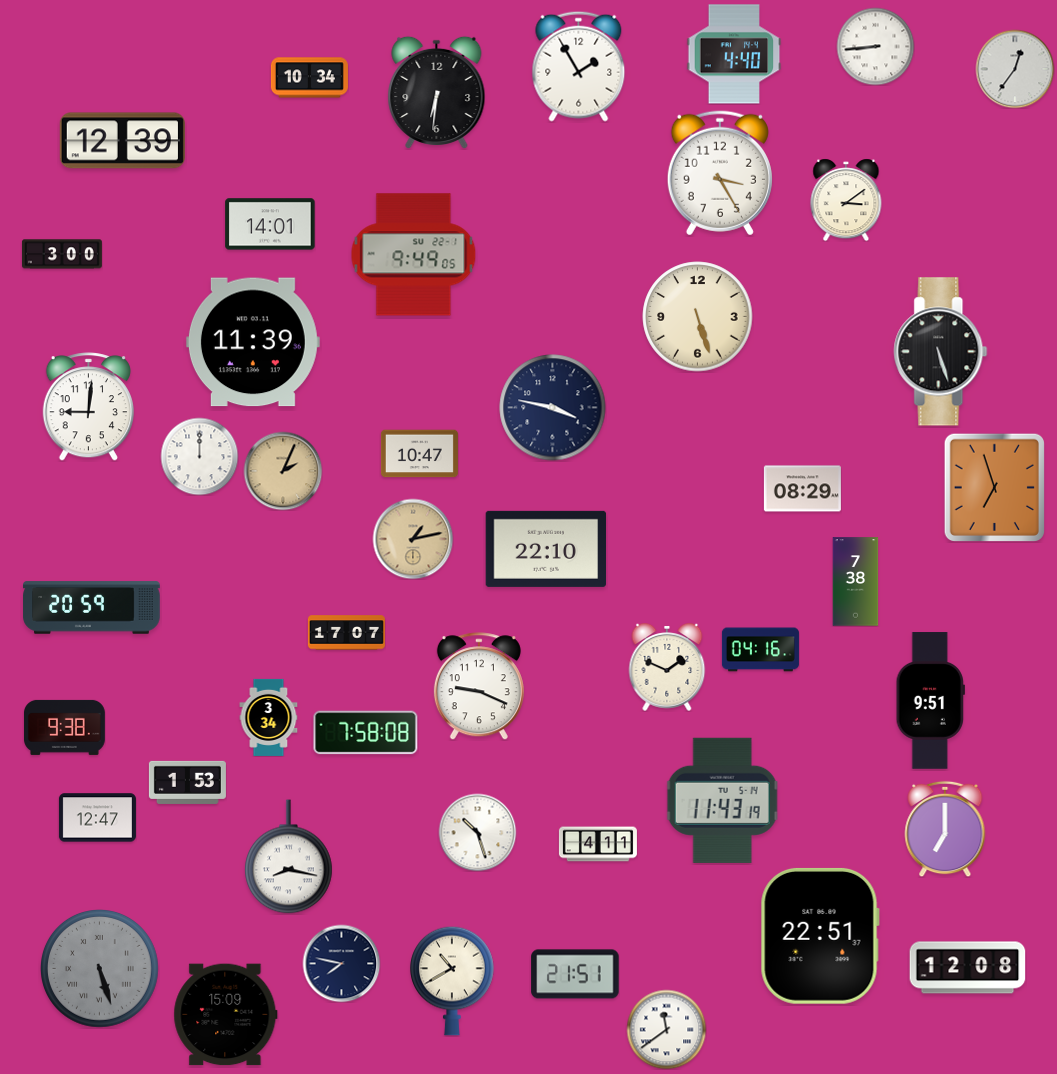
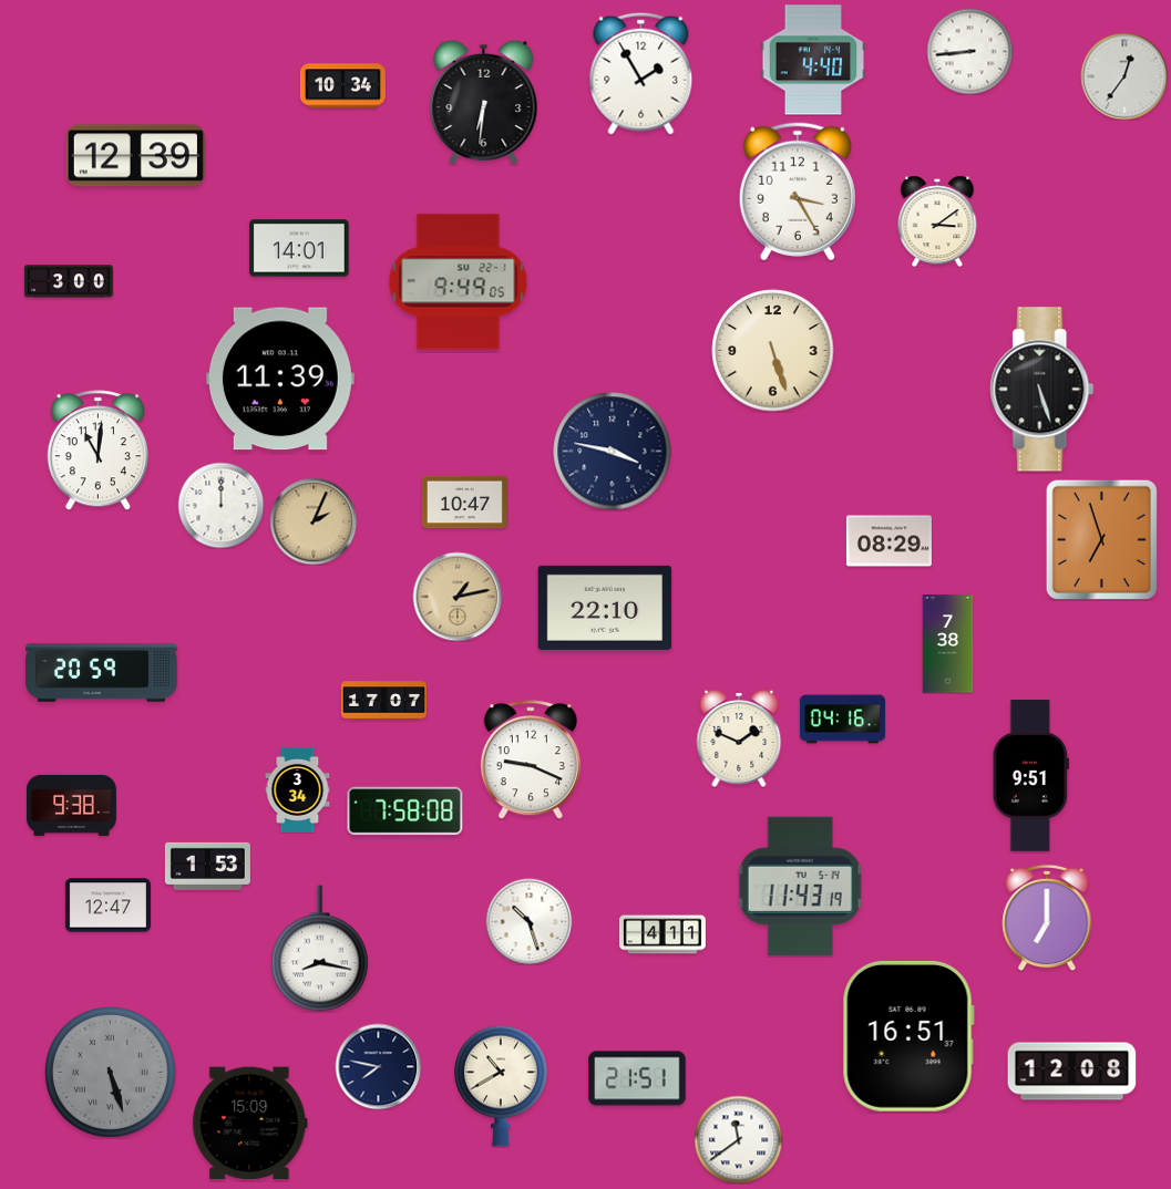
clock at (88, 407): 9:01 -> 11:01
clock at (269, 717) position: (269, 717) -> (298, 789)
clock at (820, 936): 22:51 -> 16:51
